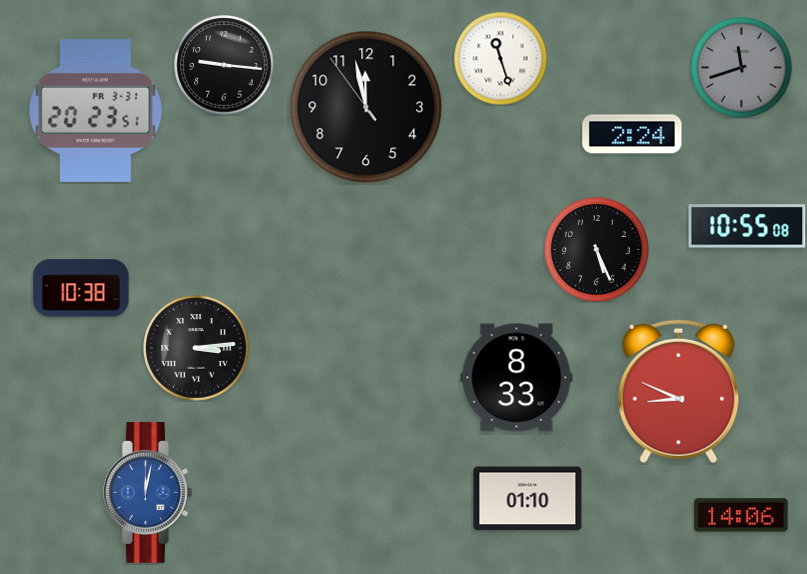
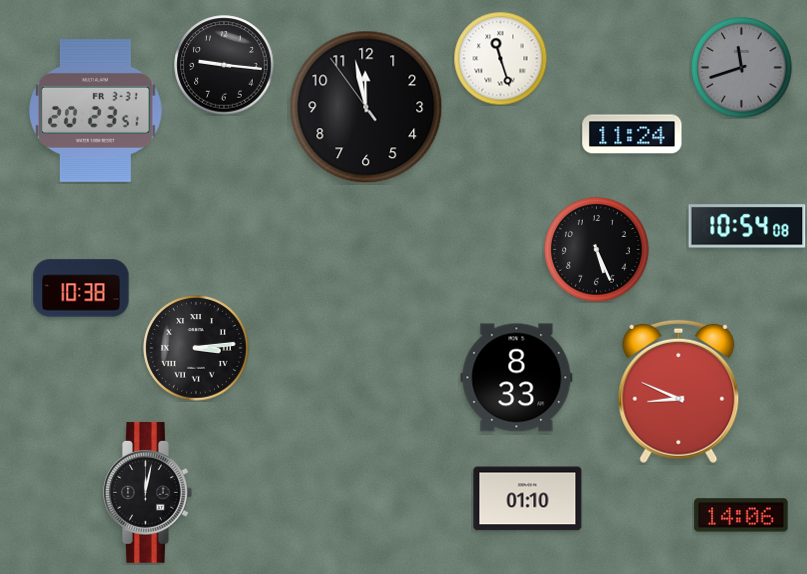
clock at (632, 134): 2:24 -> 11:24
clock at (747, 226): 10:55 -> 10:54
clock at (148, 492) dial: blue -> black
